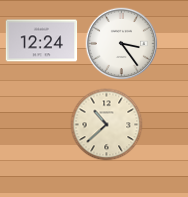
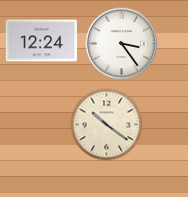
clock at (107, 125): 10:38 -> 10:21
